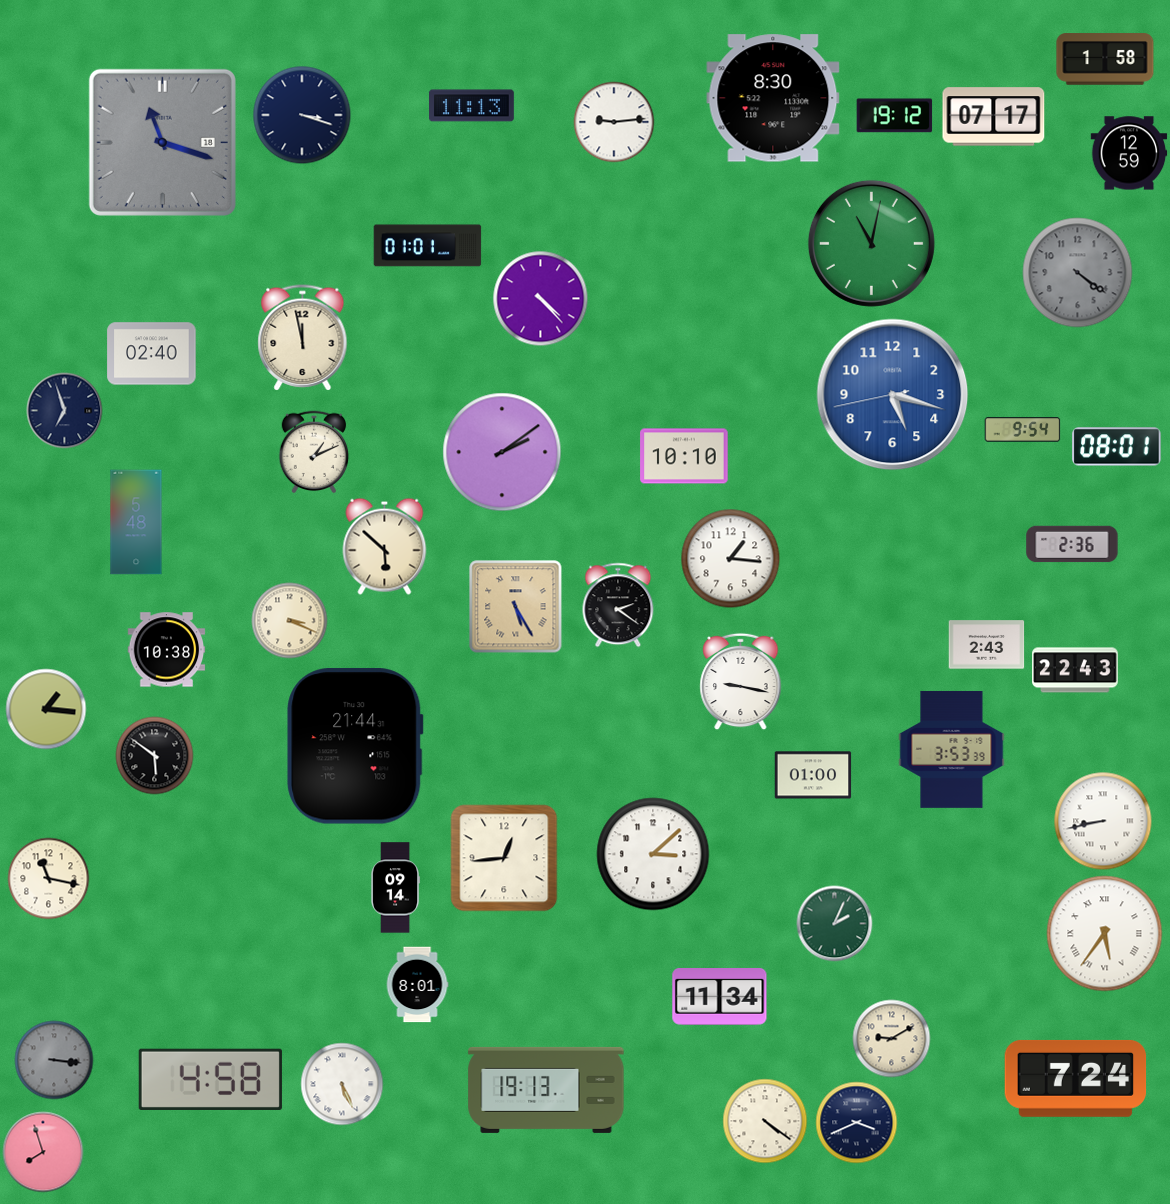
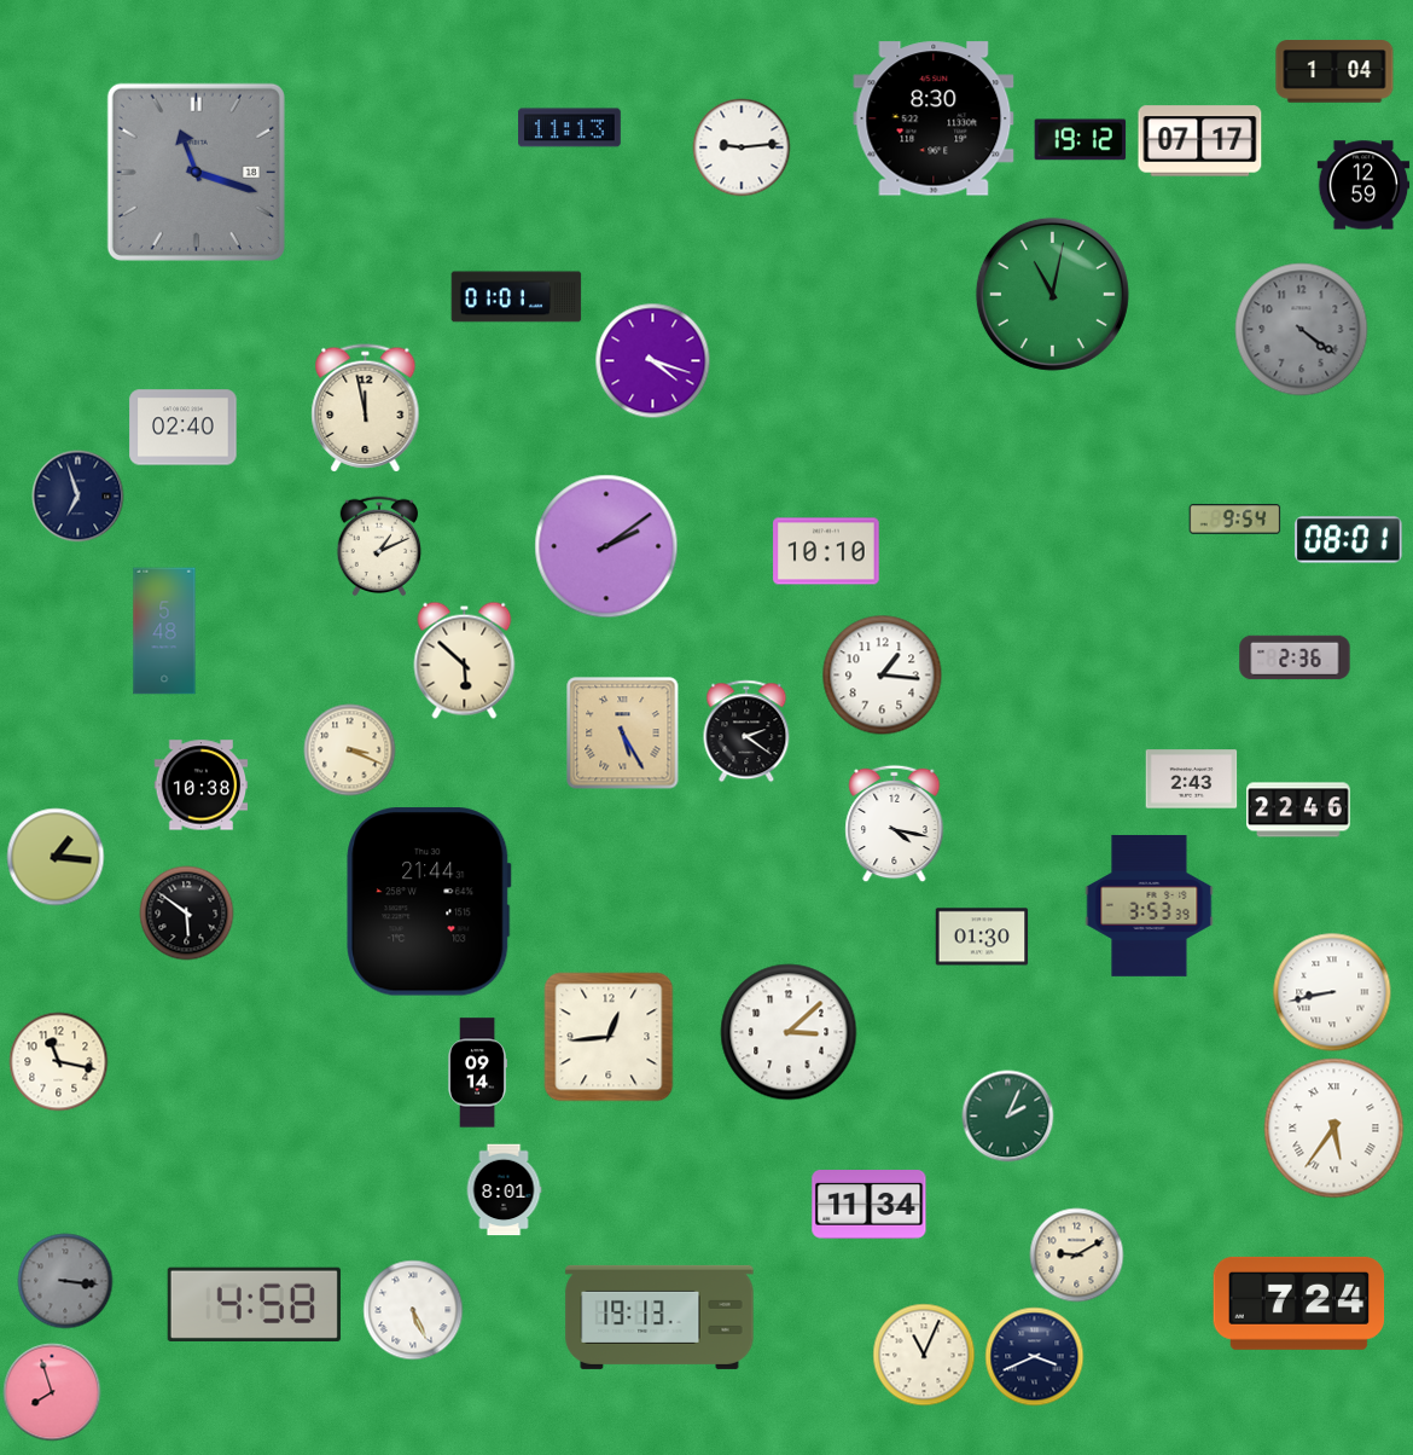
clock at (1105, 59): 1:58 -> 1:04
clock at (302, 115): 3:18 -> none
clock at (541, 299): 4:23 -> 4:18
clock at (893, 395): 5:17 -> none
clock at (1075, 670): 22:43 -> 22:46
clock at (741, 682): 9:17 -> 4:17
clock at (813, 775): 01:00 -> 01:30
clock at (765, 1121): 4:21 -> 11:04
